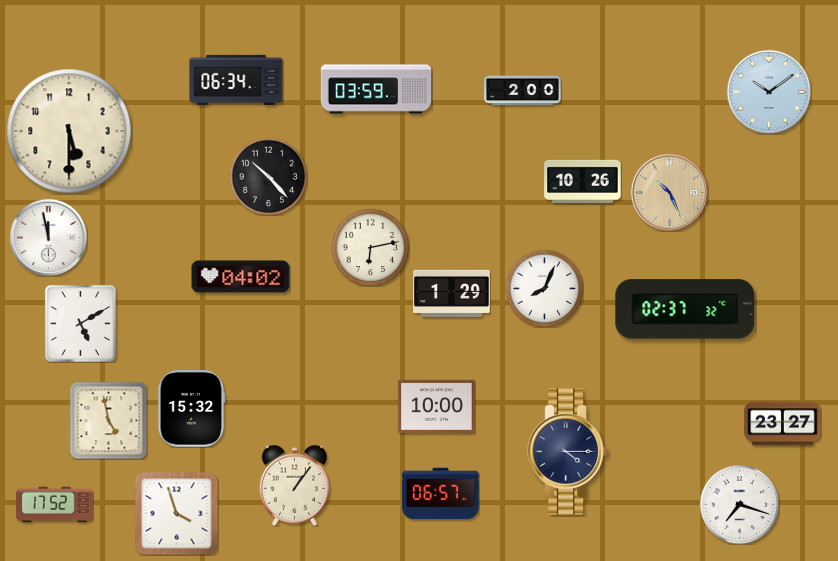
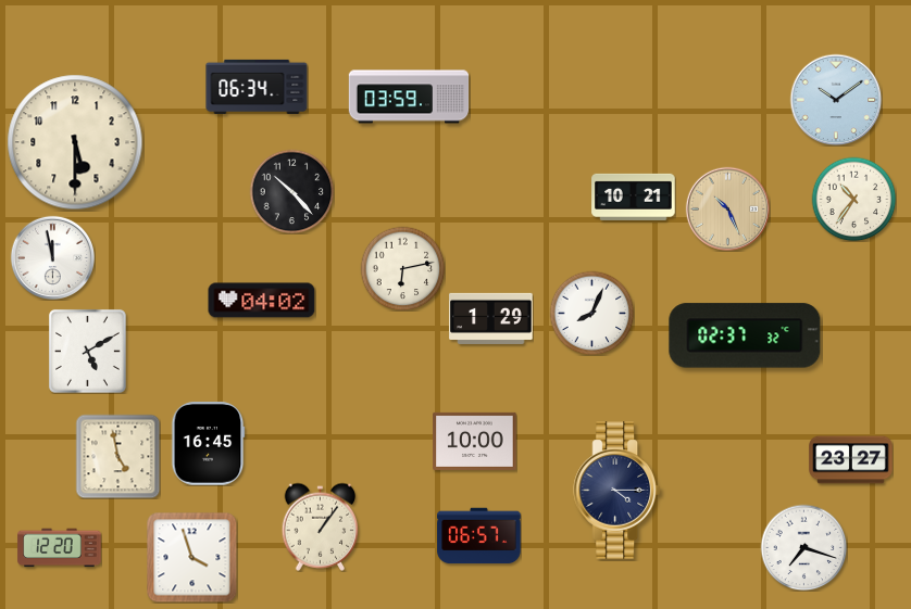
clock at (523, 91): 2:00 -> none
clock at (583, 181): 10:26 -> 10:21
clock at (853, 199): none -> 10:36
clock at (191, 409): 15:32 -> 16:45
clock at (55, 505): 17:52 -> 12:20
